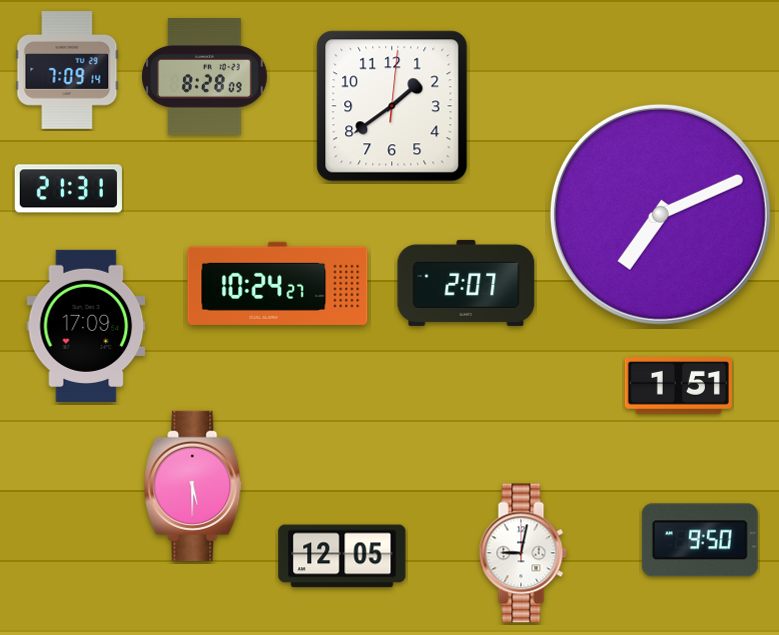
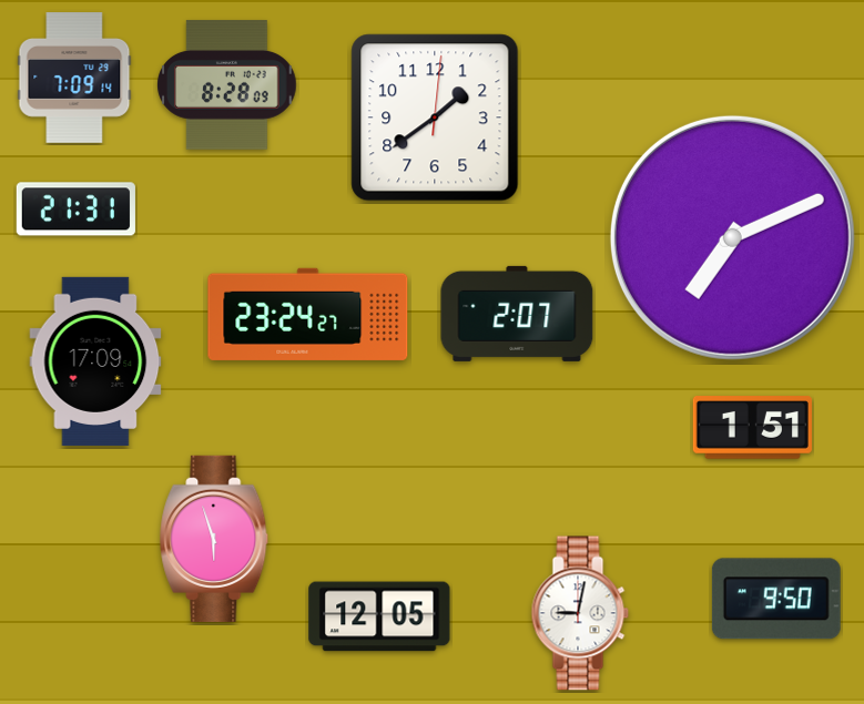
clock at (278, 283): 10:24 -> 23:24
clock at (193, 486): 5:30 -> 5:57
